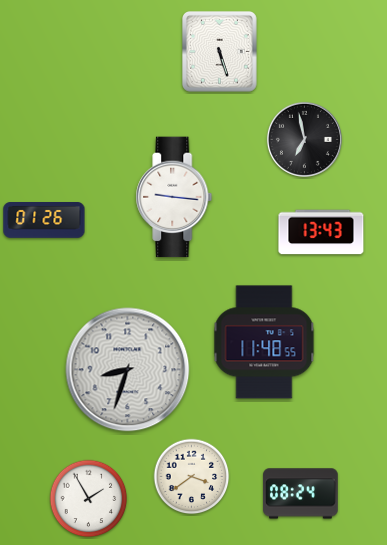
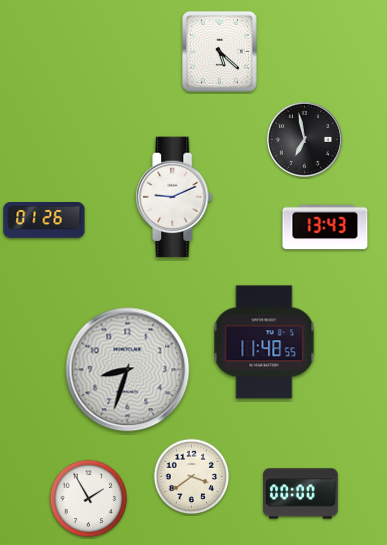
clock at (220, 52): 5:27 -> 5:22
clock at (174, 197): 9:16 -> 9:11
clock at (321, 232) position: (321, 232) -> (325, 227)
clock at (301, 494): 08:24 -> 00:00
